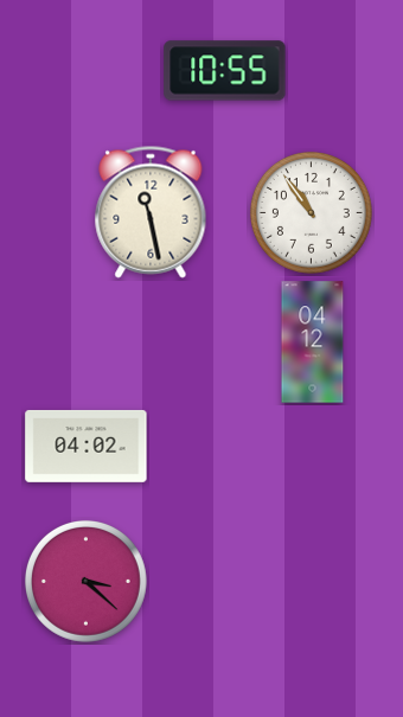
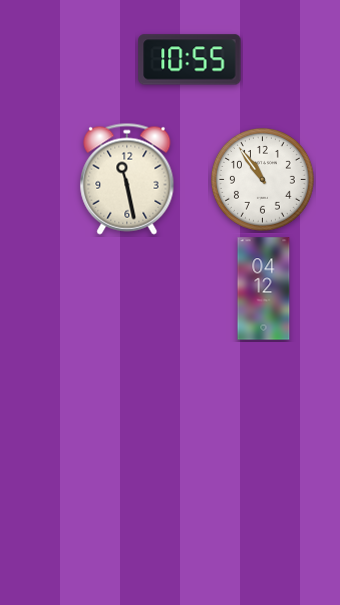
clock at (87, 446): 04:02 -> none
clock at (85, 581): 3:22 -> none
